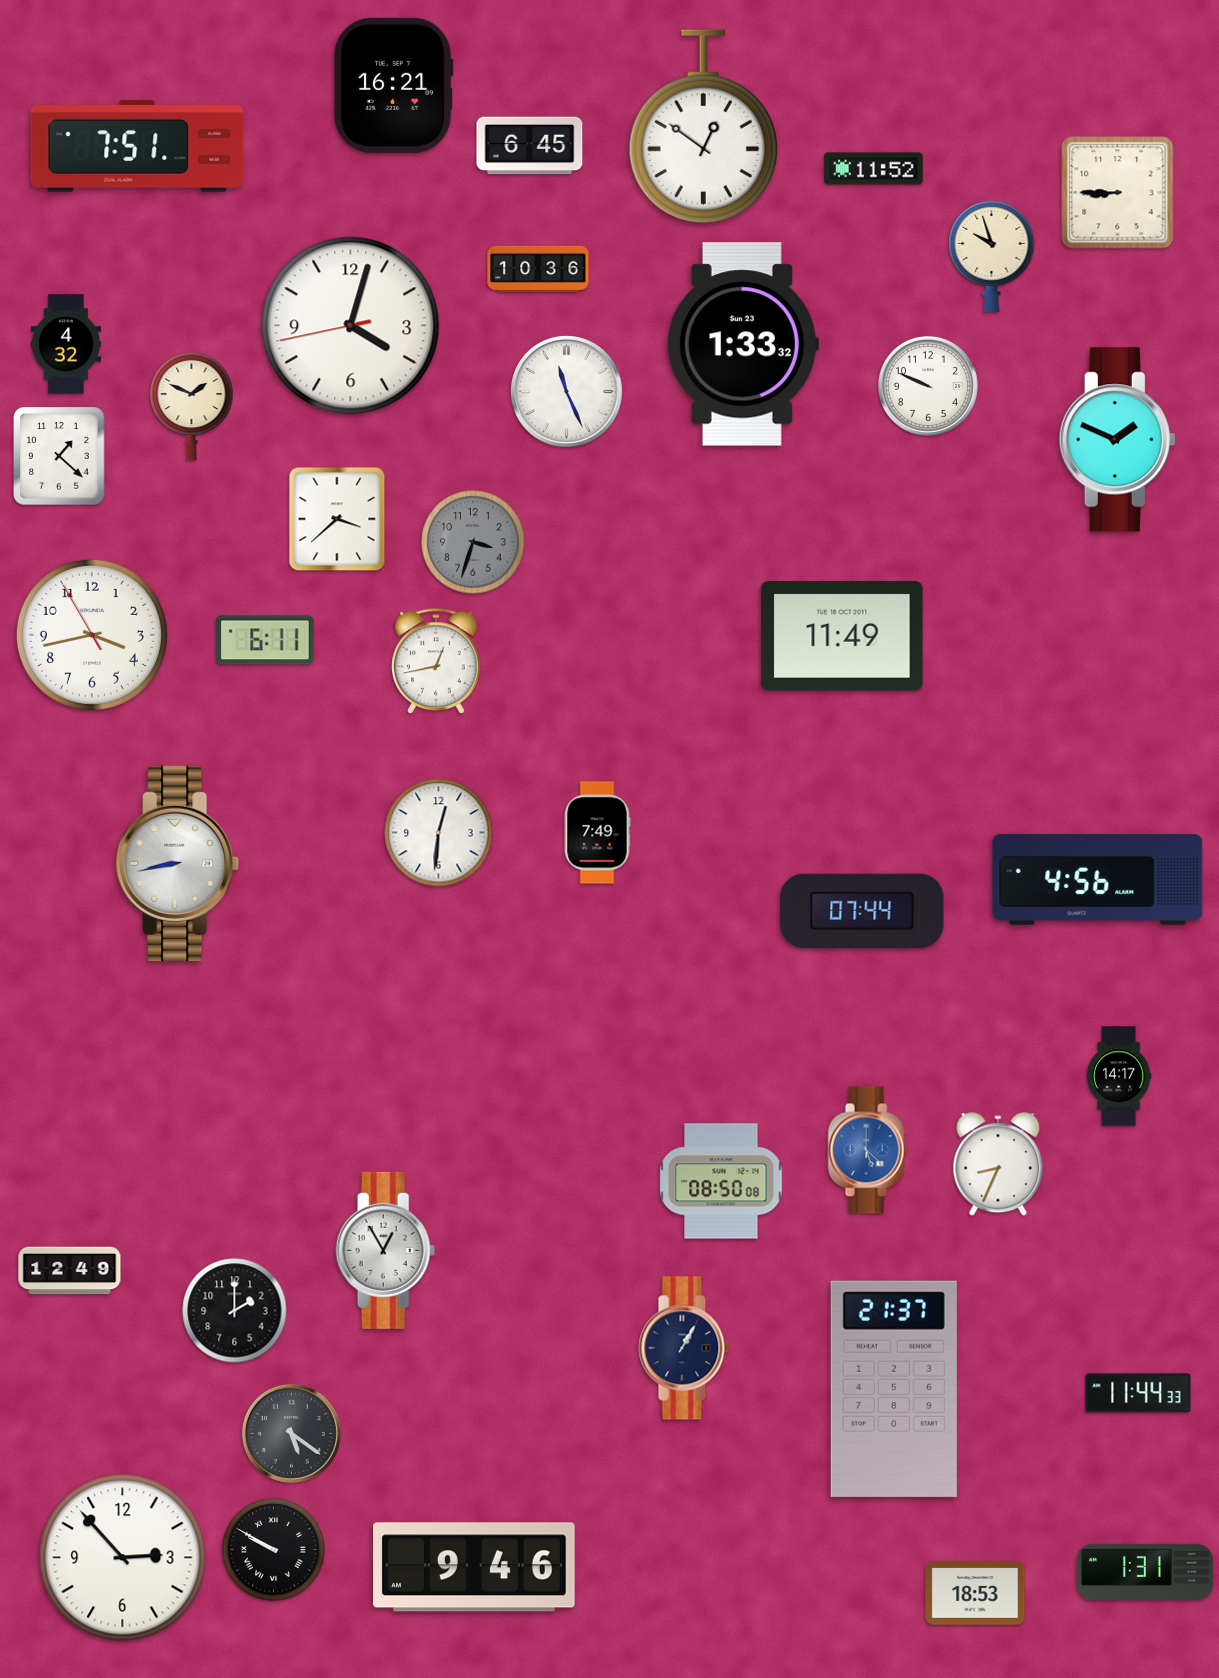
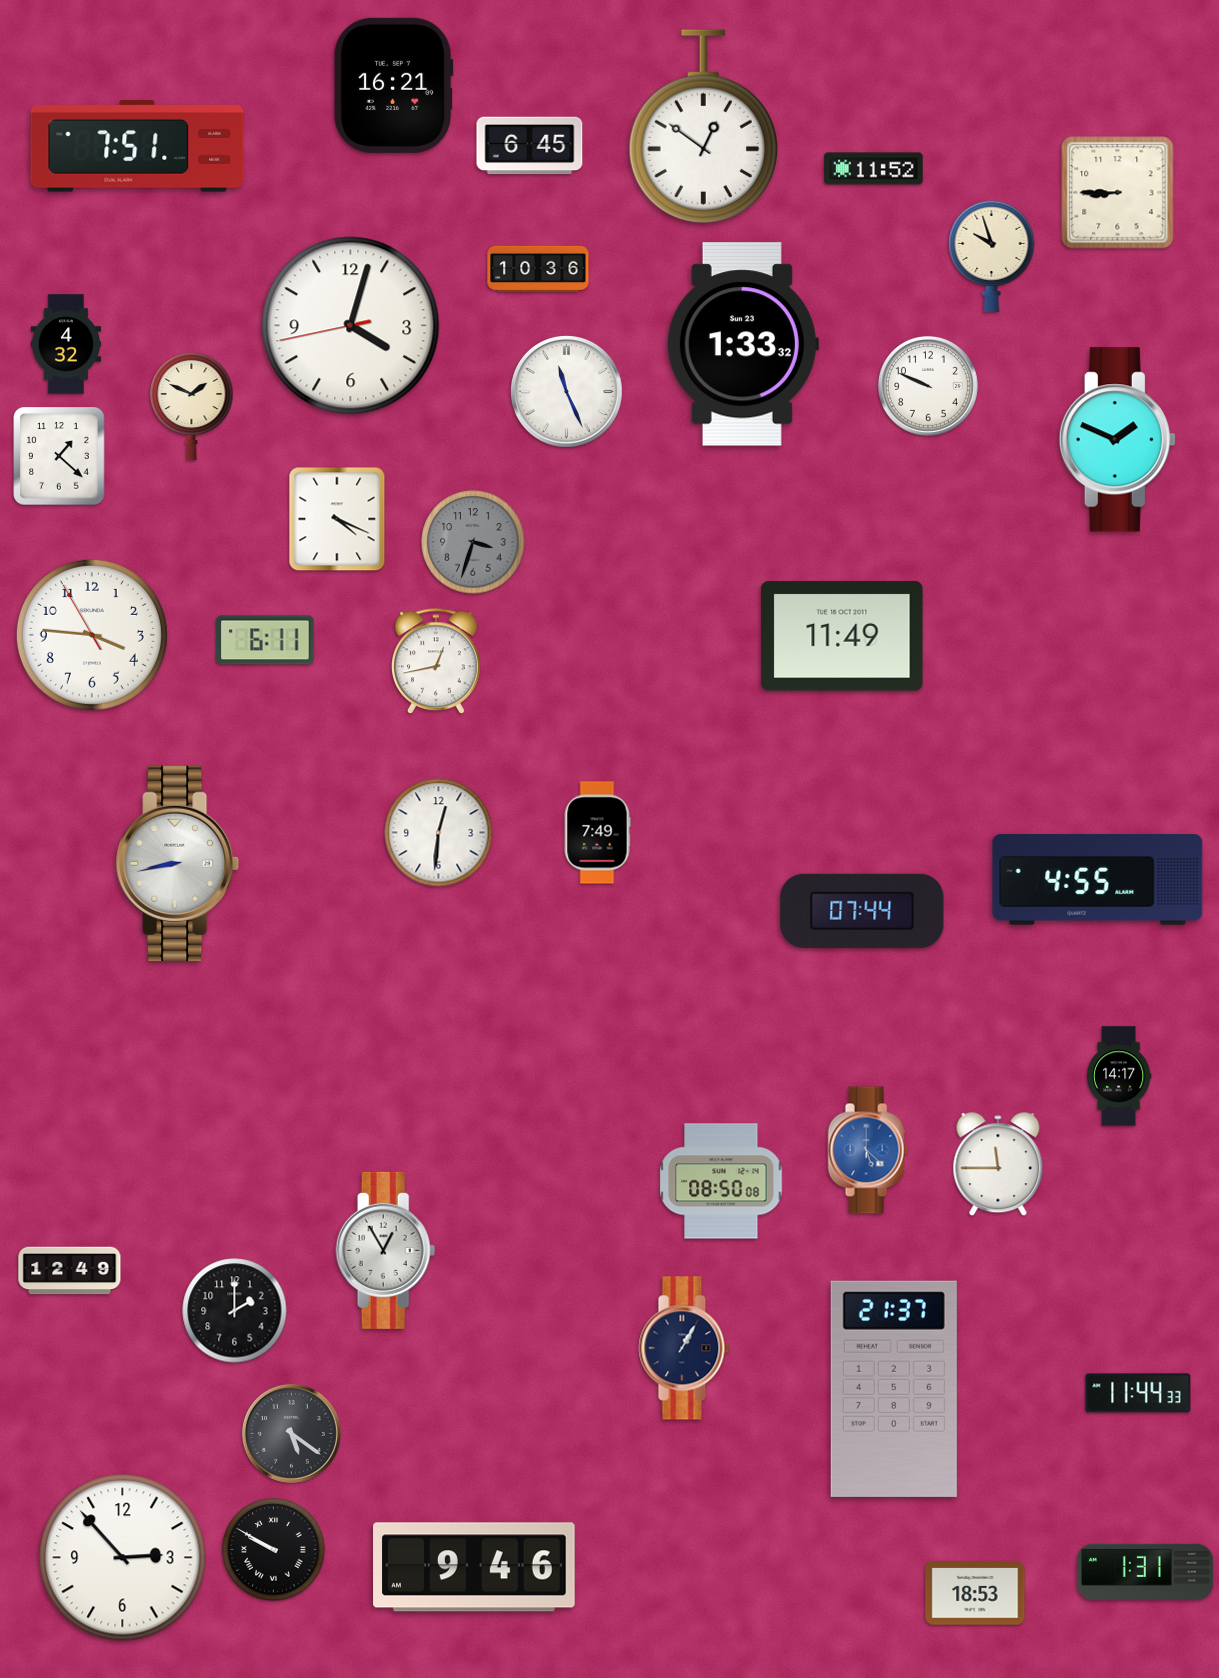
clock at (337, 519): 3:38 -> 4:19
clock at (92, 635): 3:42 -> 3:45
clock at (1098, 880): 4:56 -> 4:55
clock at (998, 1165): 8:34 -> 11:45
